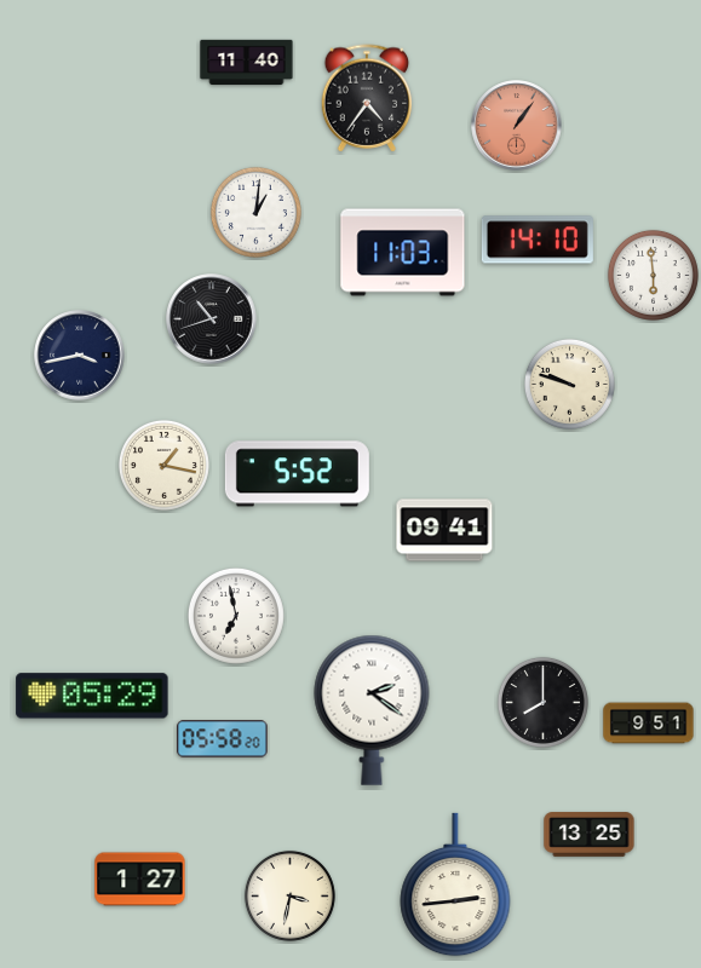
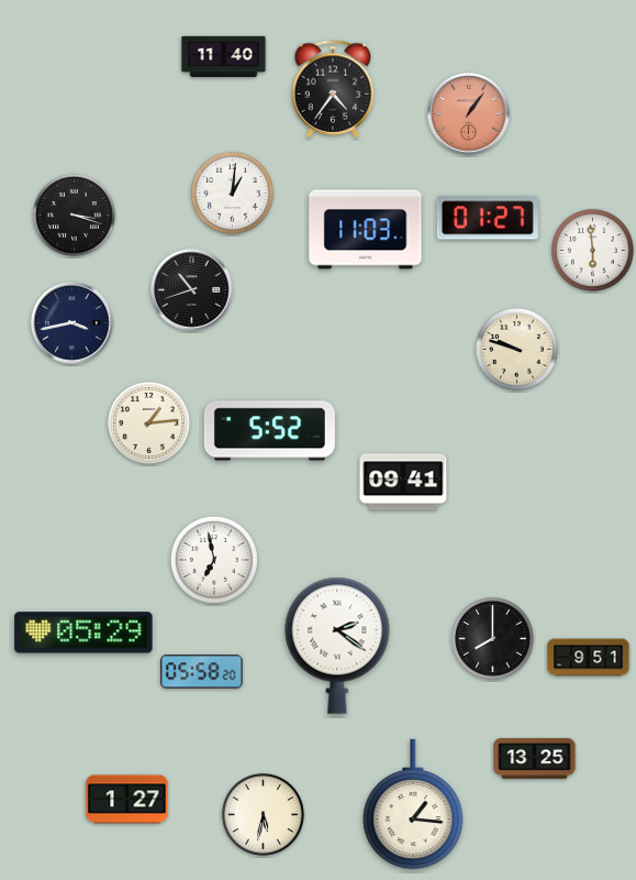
clock at (74, 215): none -> 3:18
clock at (538, 240): 14:10 -> 01:27
clock at (163, 465): 1:17 -> 1:14
clock at (455, 885): 2:44 -> 1:16
clock at (289, 895): 3:32 -> 5:32
